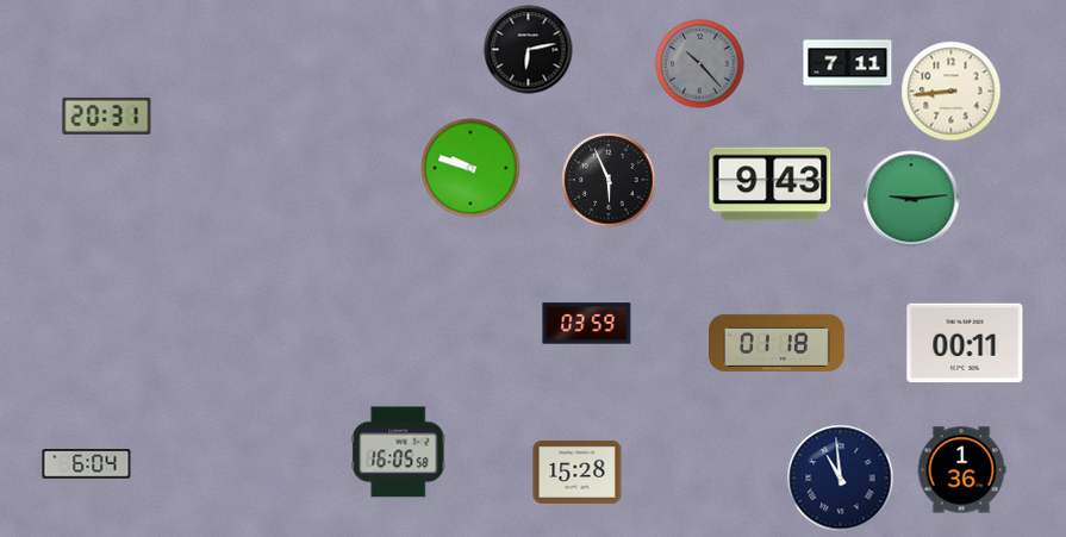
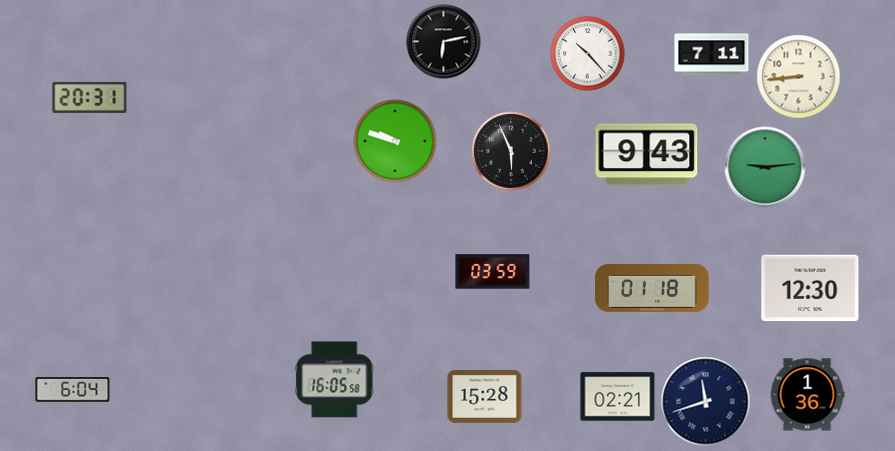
clock at (700, 64) dial: grey -> white
clock at (965, 343): 00:11 -> 12:30
clock at (618, 397): none -> 02:21
clock at (841, 479): 10:59 -> 11:42
